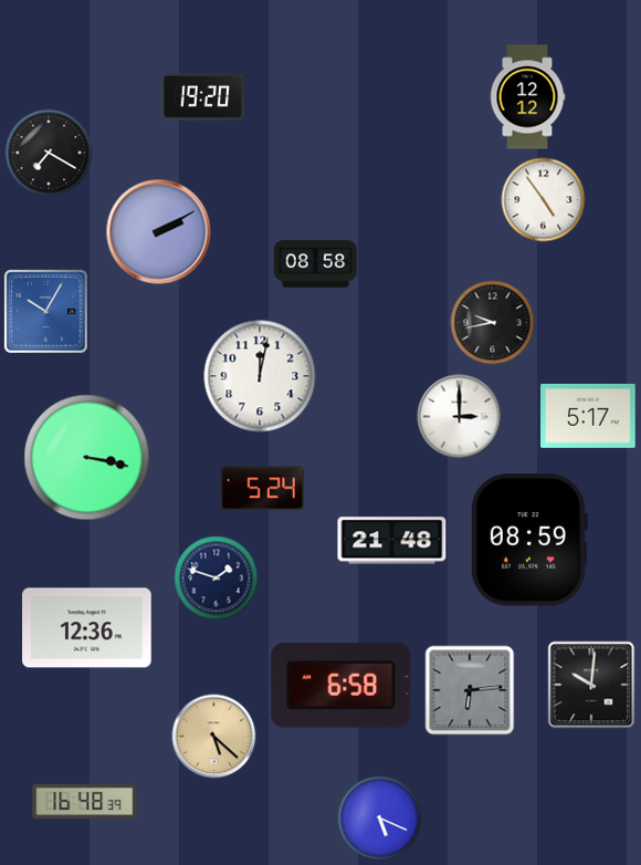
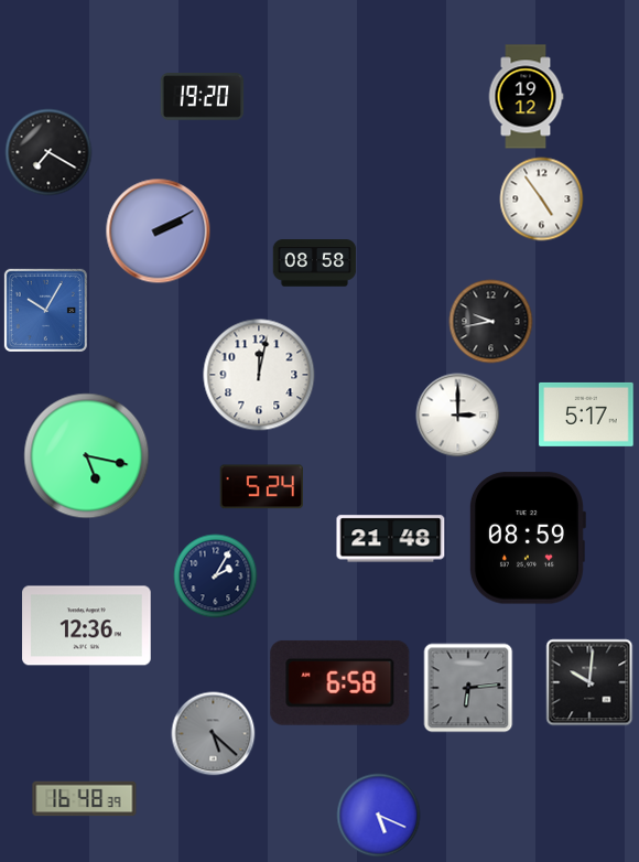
clock at (527, 97): 12:12 -> 19:12
clock at (87, 458): 3:17 -> 5:17
clock at (217, 579): 1:48 -> 2:05
clock at (214, 737) dial: champagne -> grey
